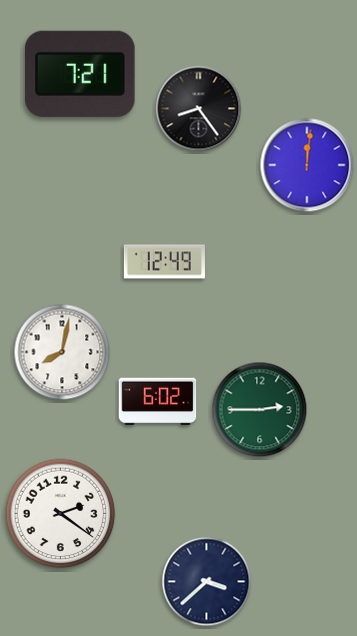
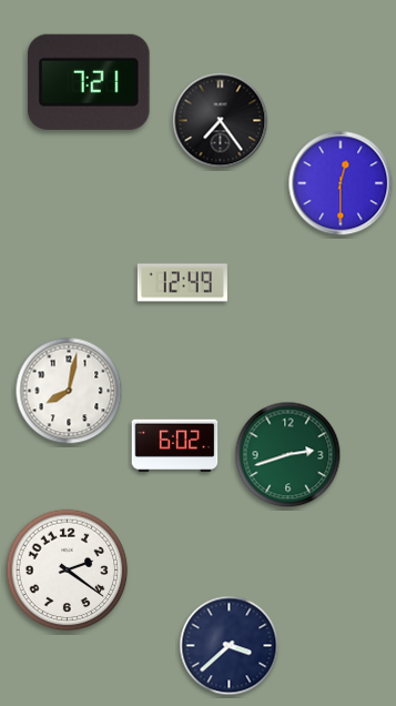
clock at (199, 109): 8:24 -> 7:24
clock at (307, 165): 12:01 -> 12:30
clock at (164, 262) position: (164, 262) -> (182, 283)
clock at (260, 410): 2:45 -> 2:42
